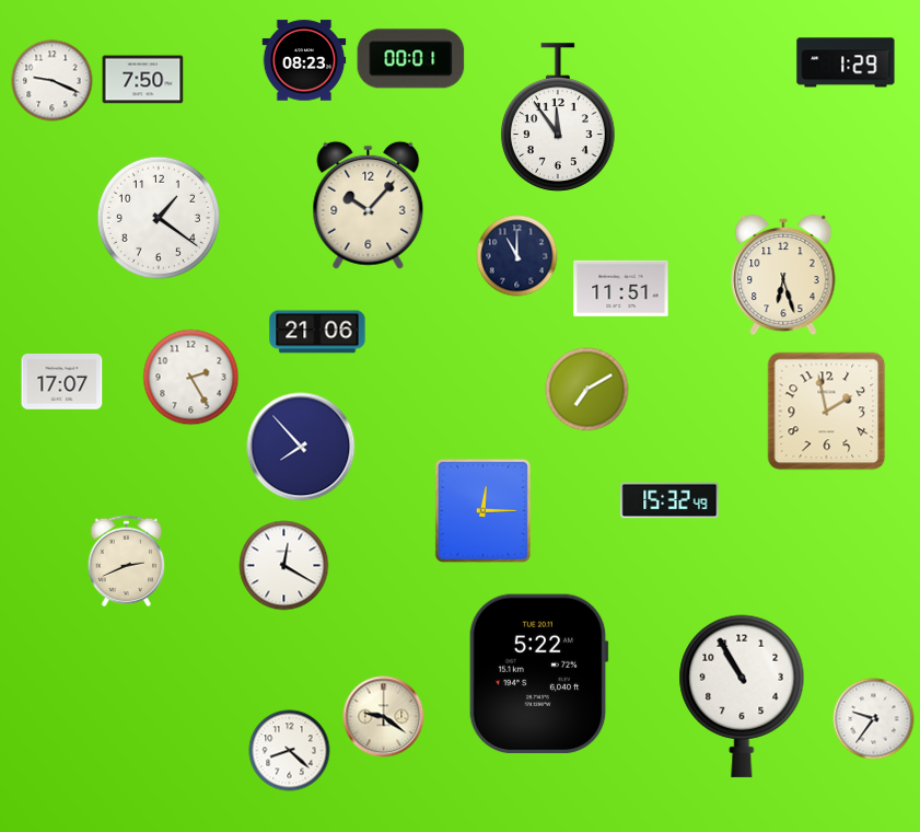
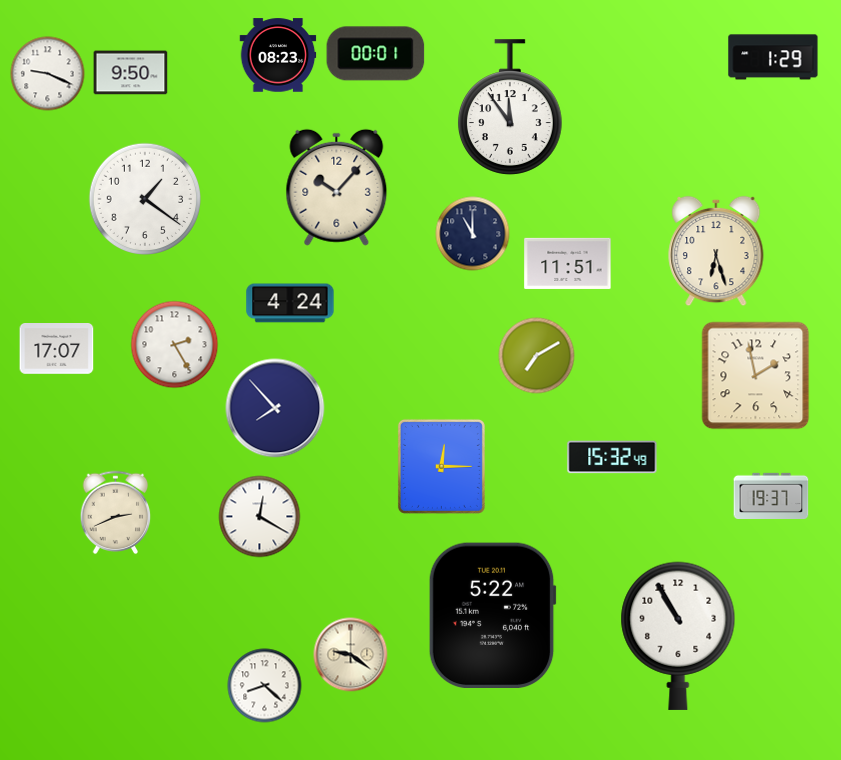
clock at (143, 80): 7:50 -> 9:50
clock at (317, 332): 21:06 -> 4:24
clock at (771, 495): none -> 19:37
clock at (874, 719): 9:36 -> none
